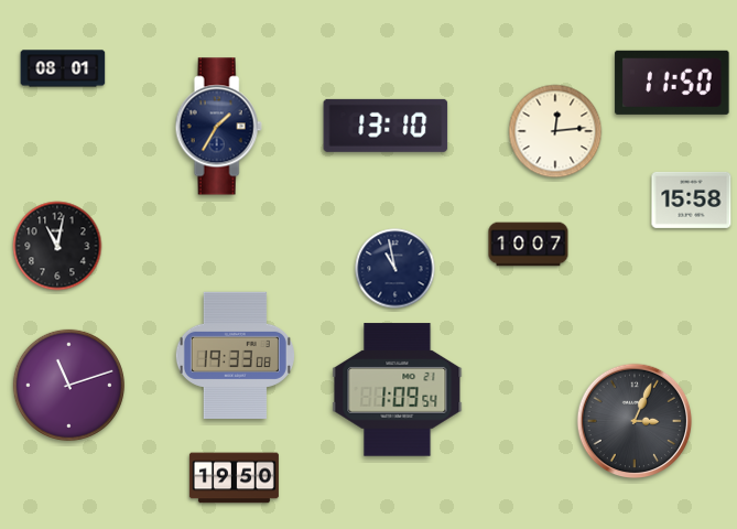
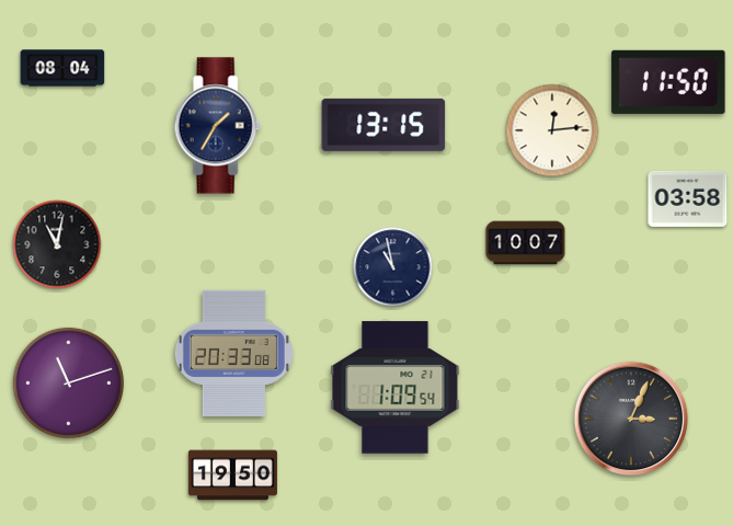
clock at (63, 68): 08:01 -> 08:04
clock at (386, 126): 13:10 -> 13:15
clock at (692, 199): 15:58 -> 03:58
clock at (235, 355): 19:33 -> 20:33
